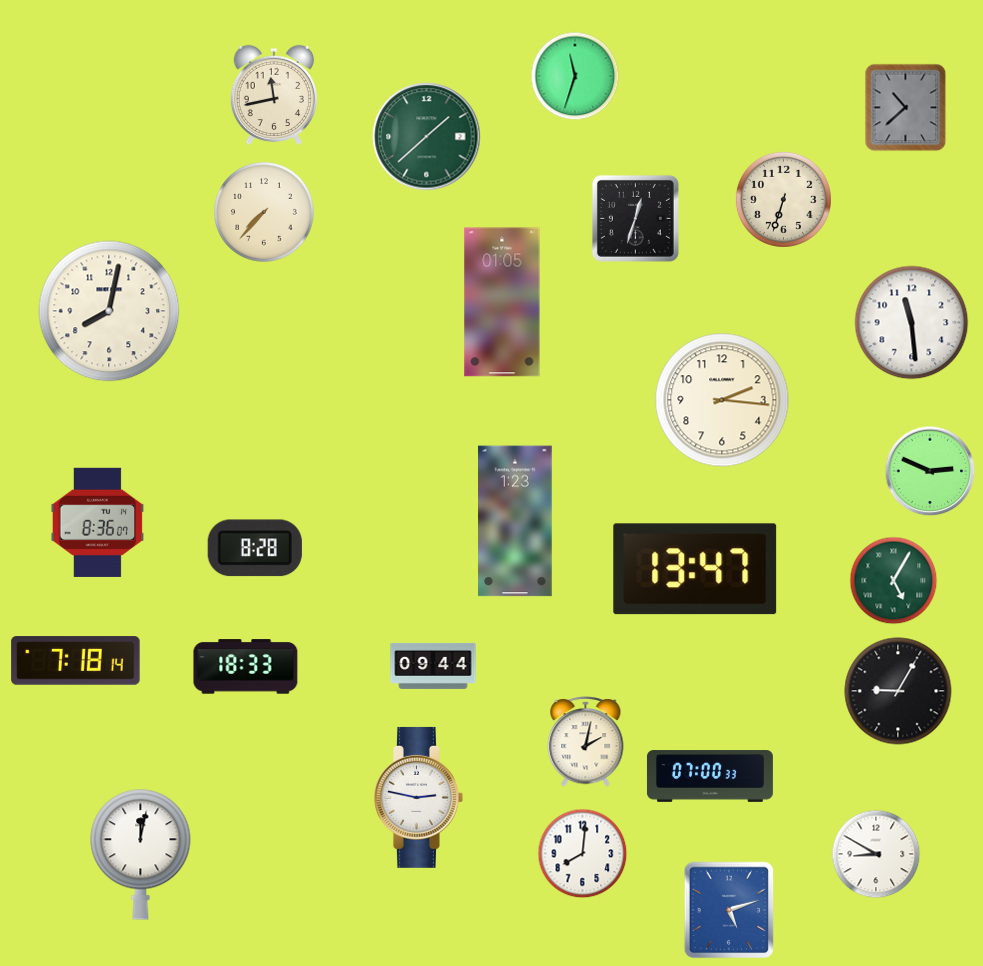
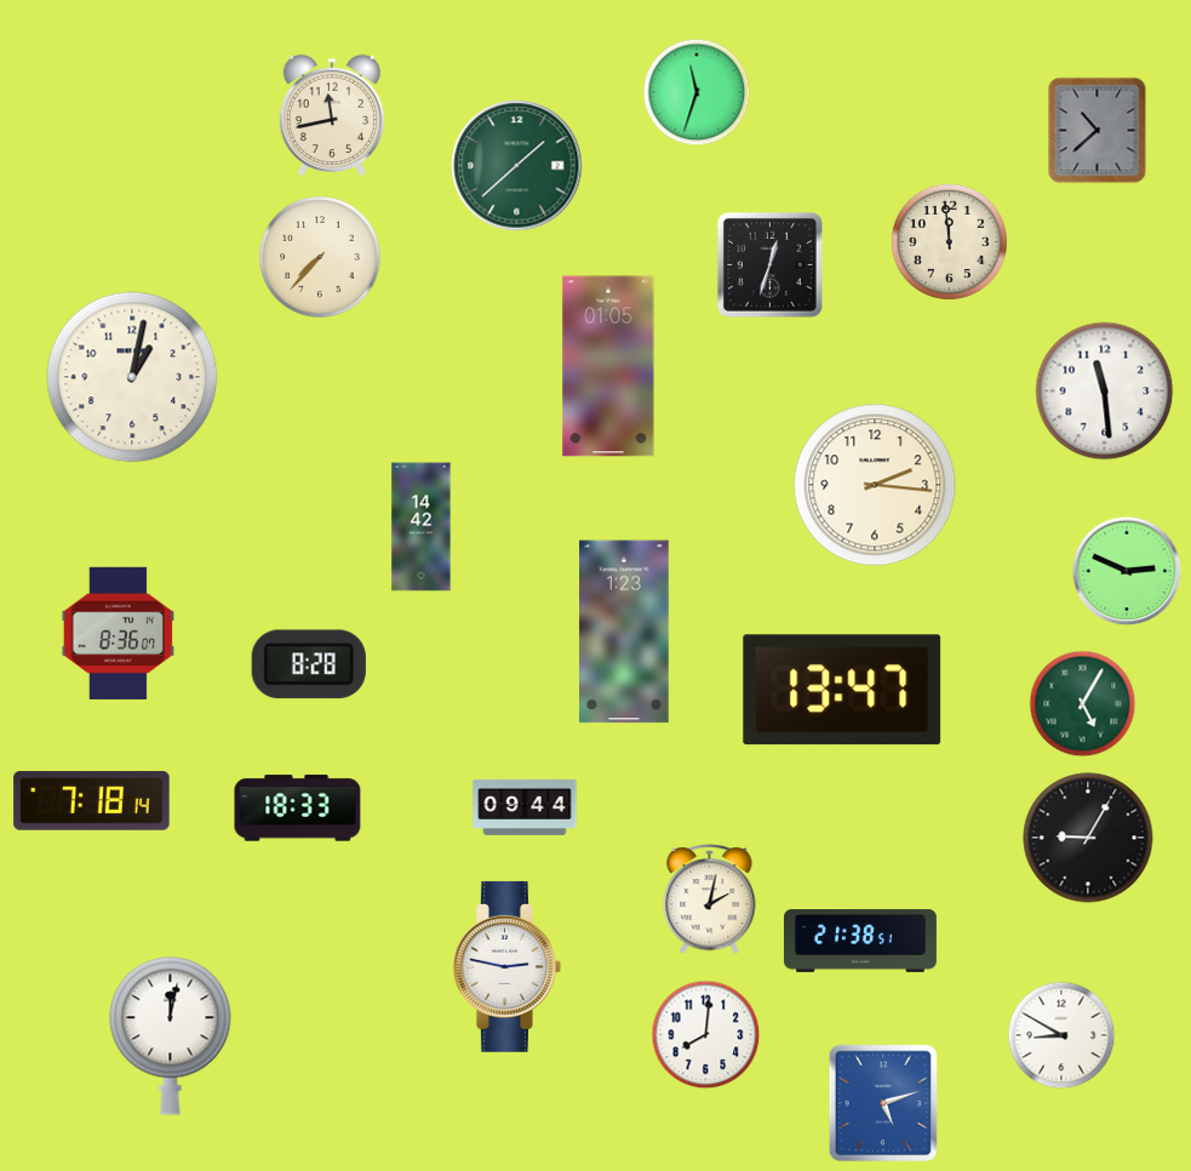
clock at (783, 199): 6:33 -> 11:59
clock at (109, 311): 8:02 -> 1:02
clock at (422, 527): none -> 14:42
clock at (710, 776): 07:00 -> 21:38
